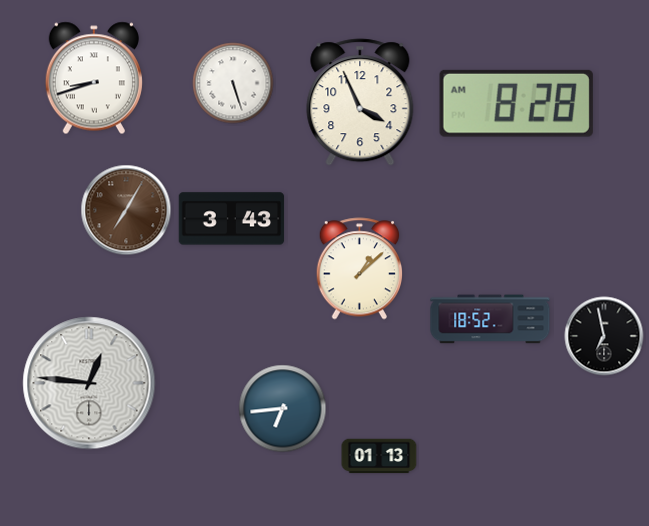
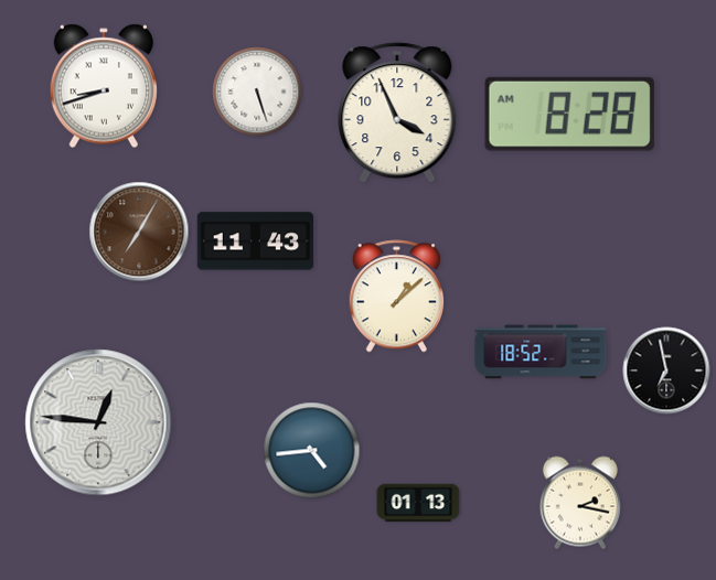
clock at (232, 219): 3:43 -> 11:43
clock at (283, 409): 6:44 -> 4:44
clock at (580, 503): none -> 2:17
